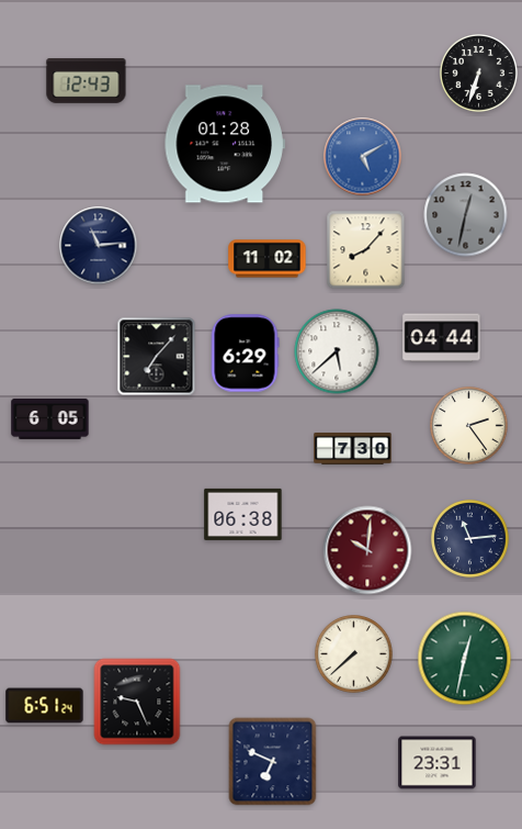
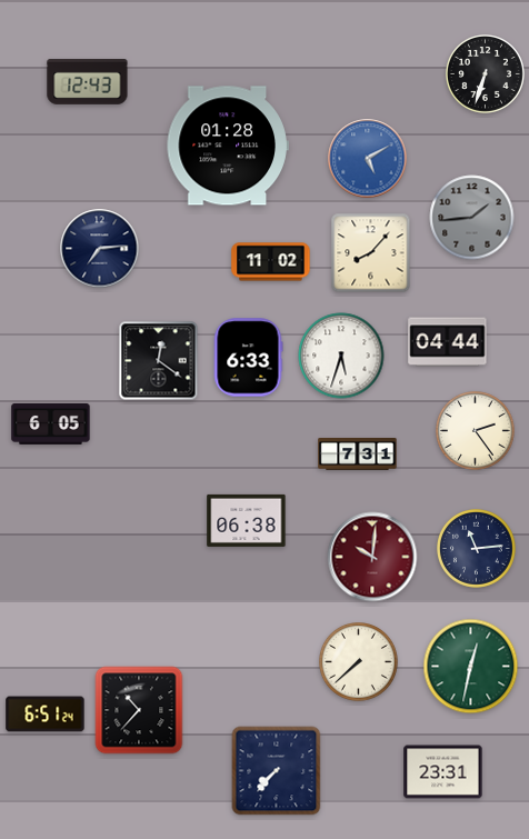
clock at (466, 215): 12:32 -> 1:44
clock at (99, 246): 11:14 -> 7:14
clock at (337, 351): 5:38 -> 5:33
clock at (245, 354): 6:29 -> 6:33
clock at (157, 357): 7:07 -> 12:21
clock at (353, 449): 7:30 -> 7:31
clock at (470, 539) position: (470, 539) -> (477, 549)
clock at (137, 702): 9:26 -> 10:37
clock at (273, 762): 6:49 -> 7:37
